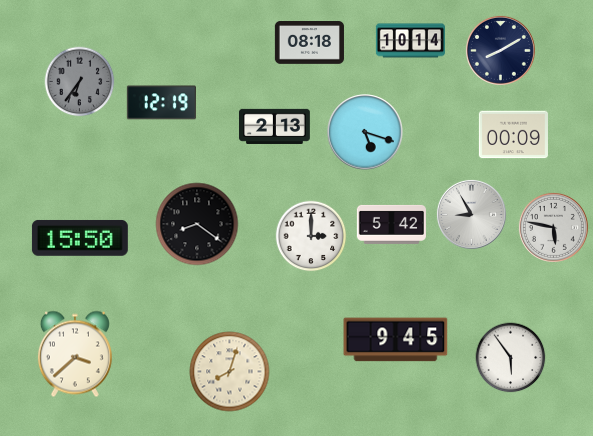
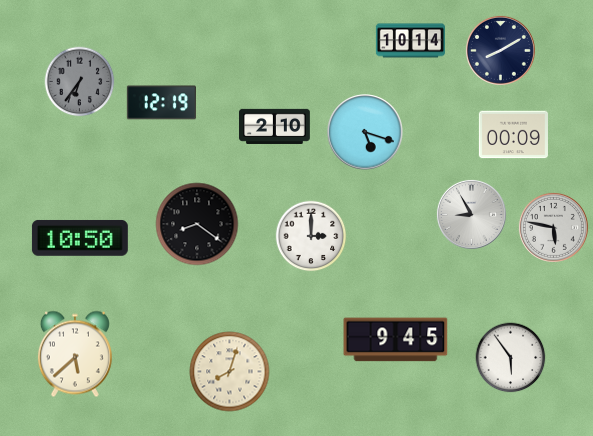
clock at (309, 43): 08:18 -> none
clock at (275, 126): 2:13 -> 2:10
clock at (391, 224): 5:42 -> none
clock at (80, 238): 15:50 -> 10:50
clock at (75, 354): 3:38 -> 5:38
